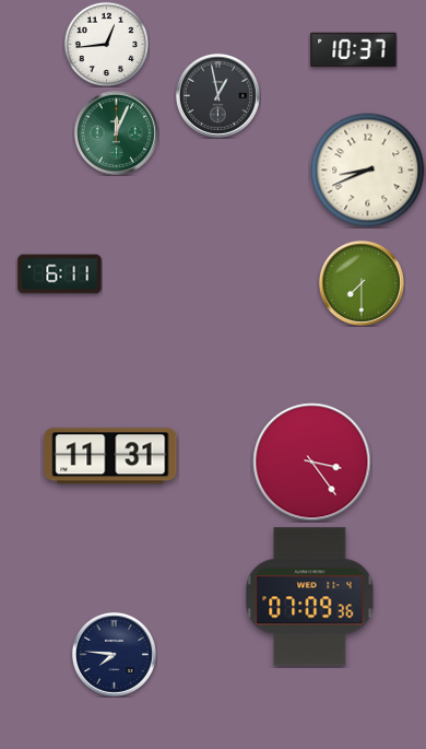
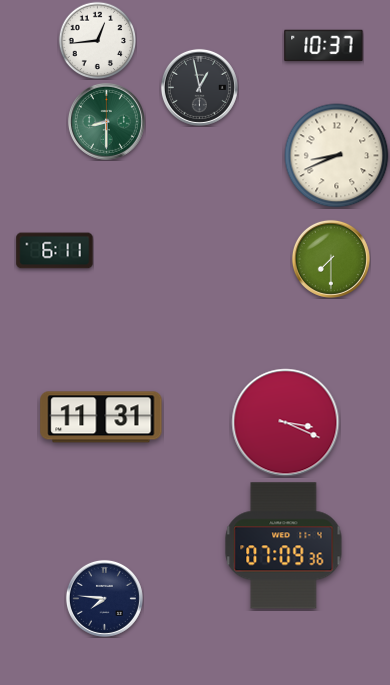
clock at (116, 132): 12:04 -> 8:30
clock at (312, 463): 3:24 -> 3:19
